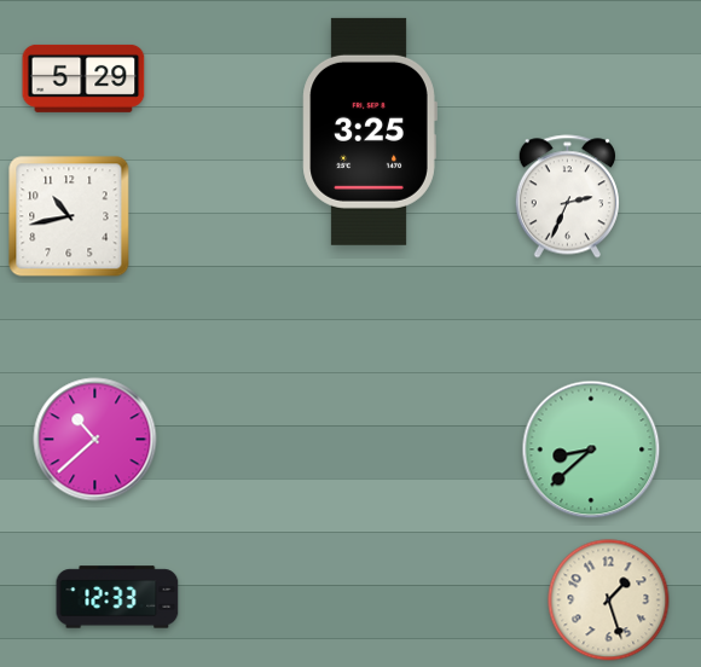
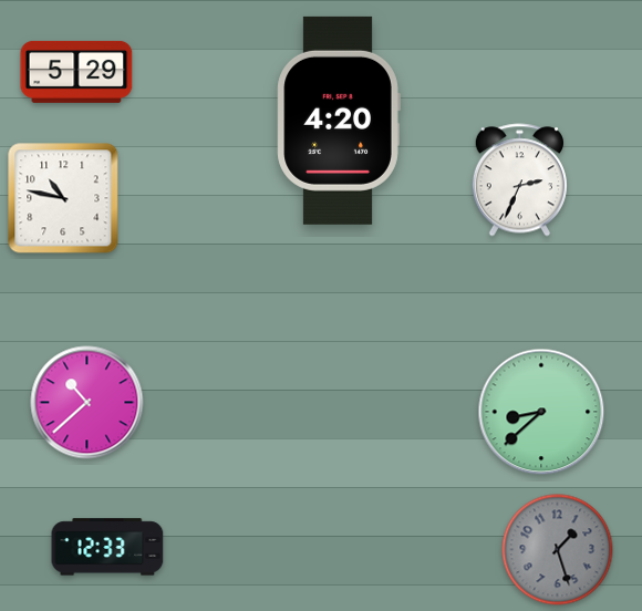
clock at (370, 132): 3:25 -> 4:20
clock at (69, 216): 10:43 -> 10:47
clock at (609, 601) dial: cream -> grey
